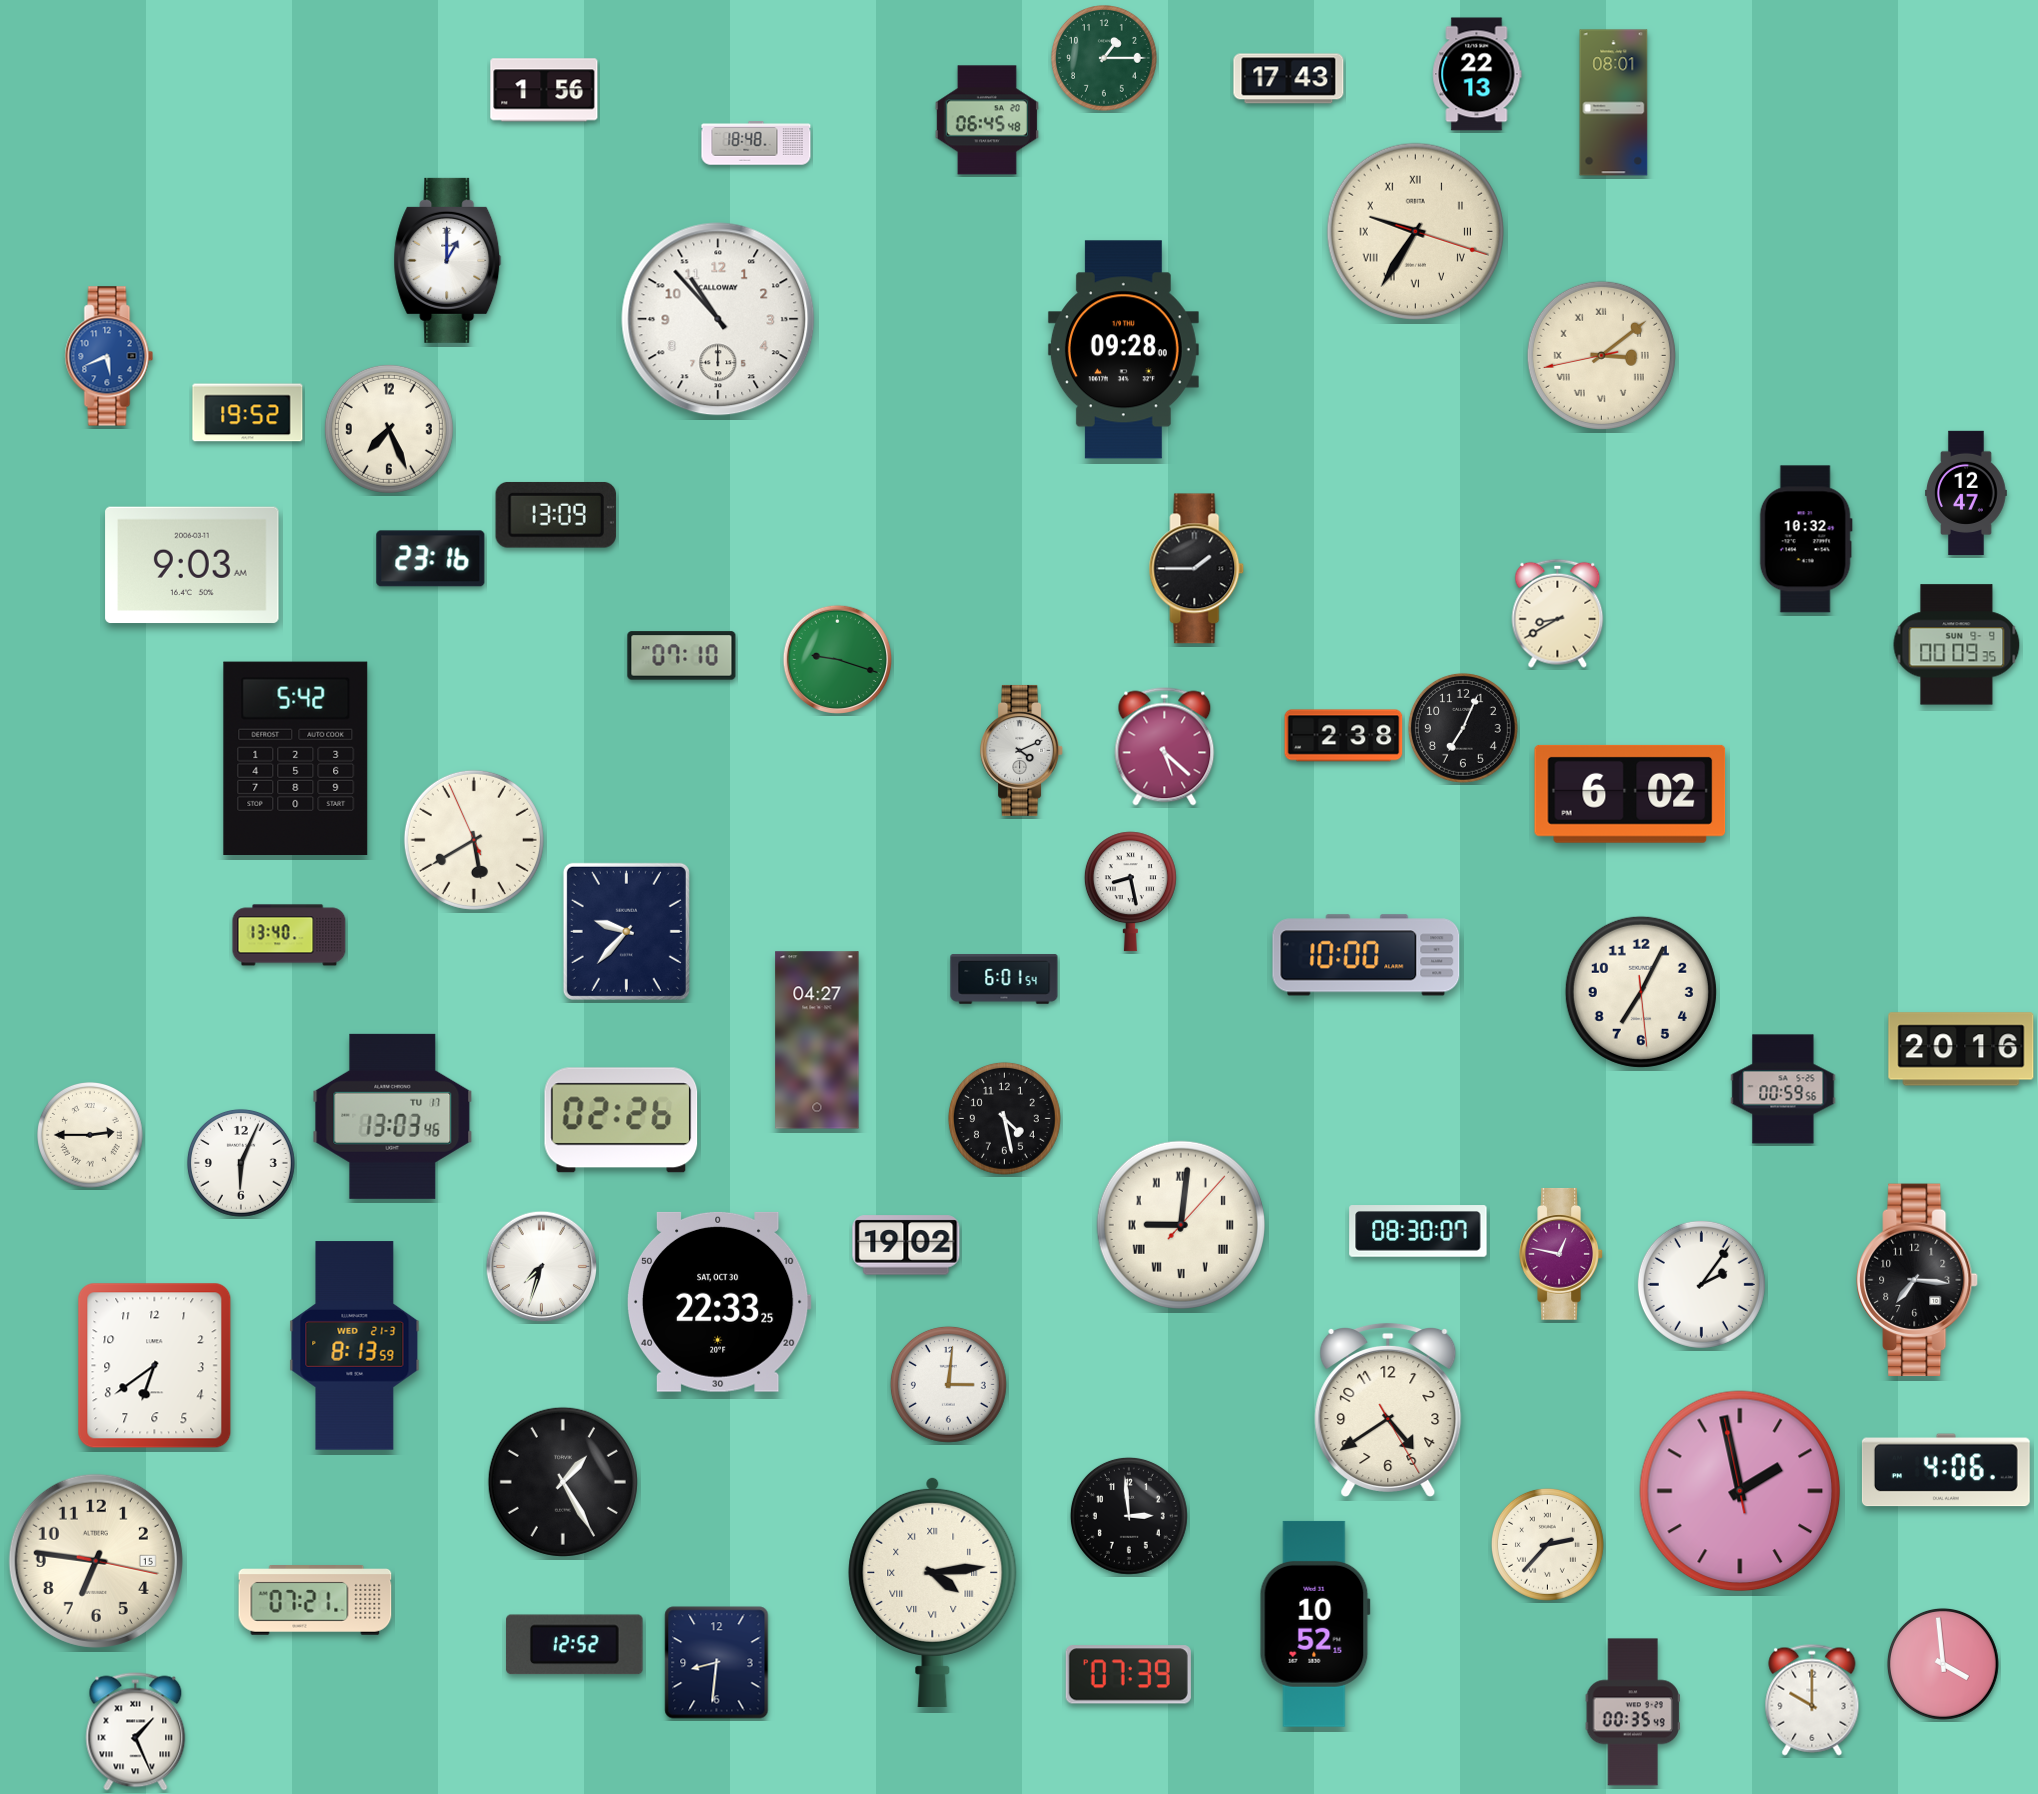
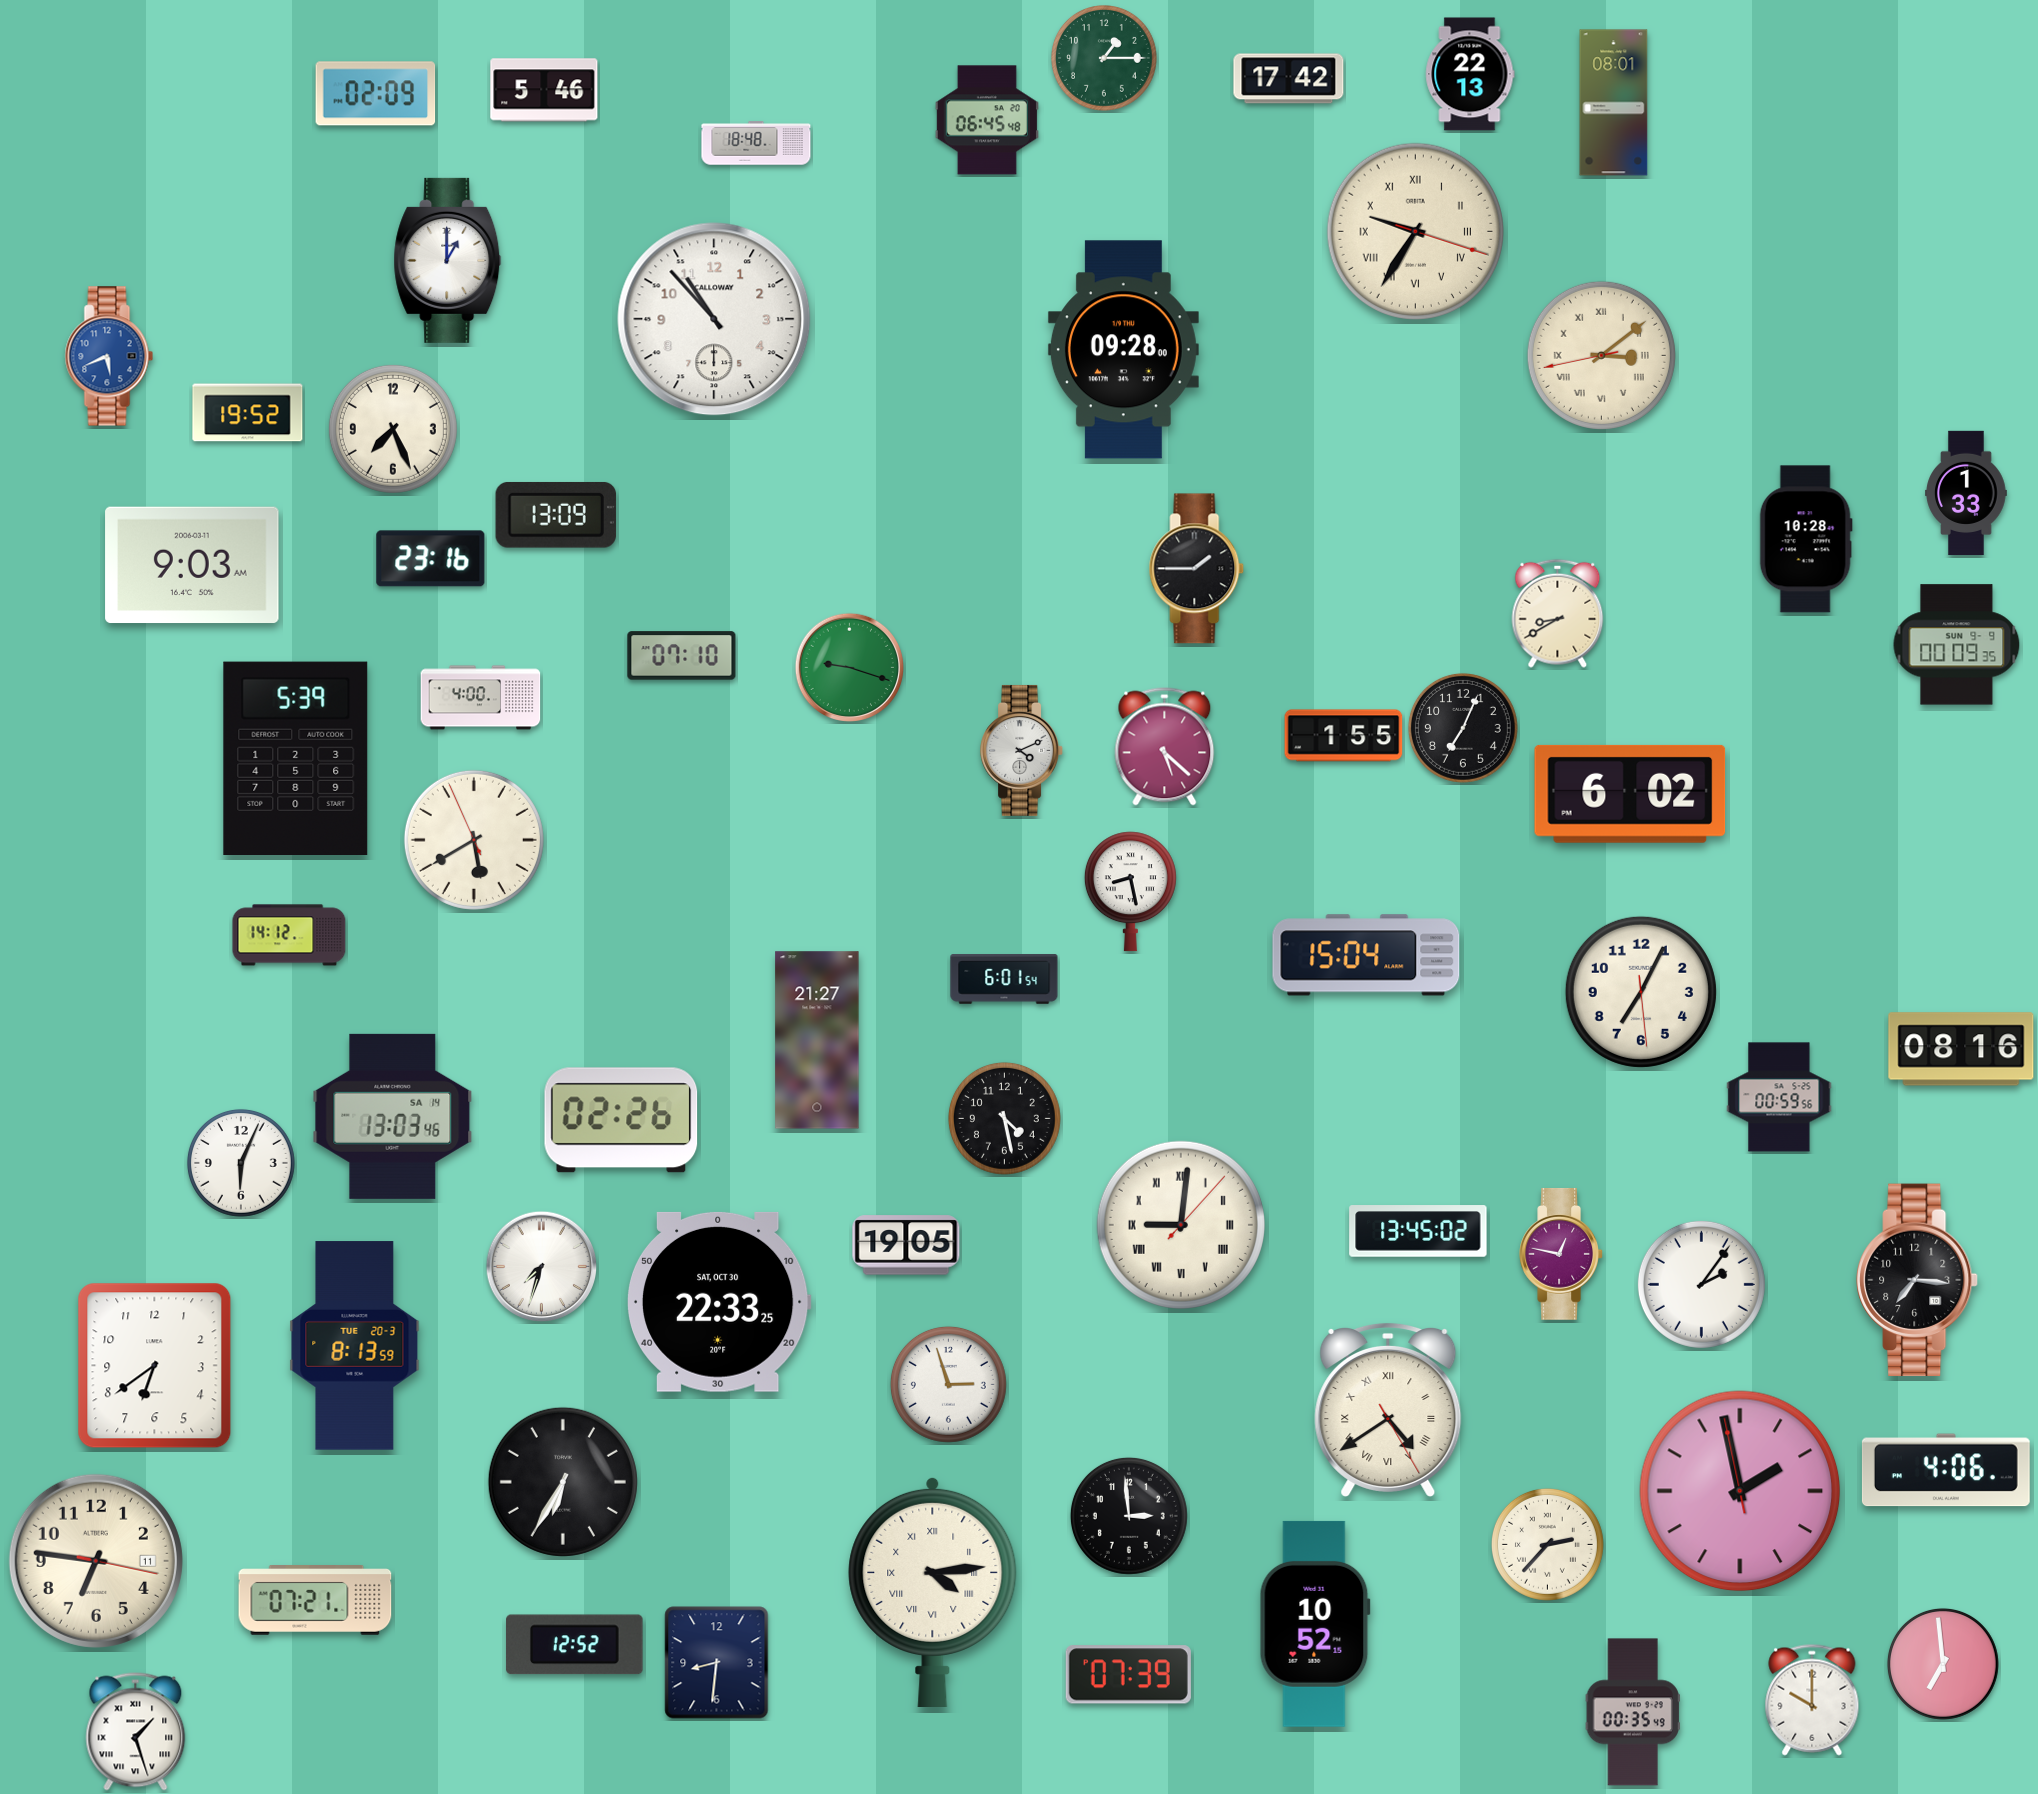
clock at (1477, 74) position: (1477, 74) -> (1470, 74)
clock at (1289, 79): 17:43 -> 17:42
clock at (544, 90): 1:56 -> 5:46
clock at (376, 94): none -> 02:09
clock at (718, 319) position: (718, 319) -> (714, 319)
clock at (389, 429) position: (389, 429) -> (393, 429)
clock at (1966, 493): 12:47 -> 1:33
clock at (1806, 539): 10:32 -> 10:28
clock at (837, 659) position: (837, 659) -> (849, 667)
clock at (481, 698): none -> 4:00
clock at (1344, 736): 2:38 -> 1:55
clock at (296, 758): 5:42 -> 5:39
clock at (626, 931): 9:37 -> none
clock at (289, 935): 13:40 -> 14:12
clock at (1366, 955): 10:00 -> 15:04
clock at (817, 1040): 04:27 -> 21:27
clock at (1961, 1049): 20:16 -> 08:16
clock at (1783, 1089) position: (1783, 1089) -> (1779, 1097)
clock at (393, 1116) date: TU 17 -> SA 14
clock at (91, 1136): 2:45 -> none
clock at (1418, 1231): 08:30 -> 13:45
clock at (906, 1245): 19:02 -> 19:05
clock at (355, 1346) date: WED 21-3 -> TUE 20-3
clock at (948, 1384): 3:01 -> 2:57
clock at (1388, 1410) numerals: Arabic -> Roman
clock at (563, 1482): 1:25 -> 6:35
clock at (96, 1561) date: 15 -> 11
clock at (1943, 1664): 3:59 -> 6:59
clock at (136, 1732): 1:26 -> 1:27
